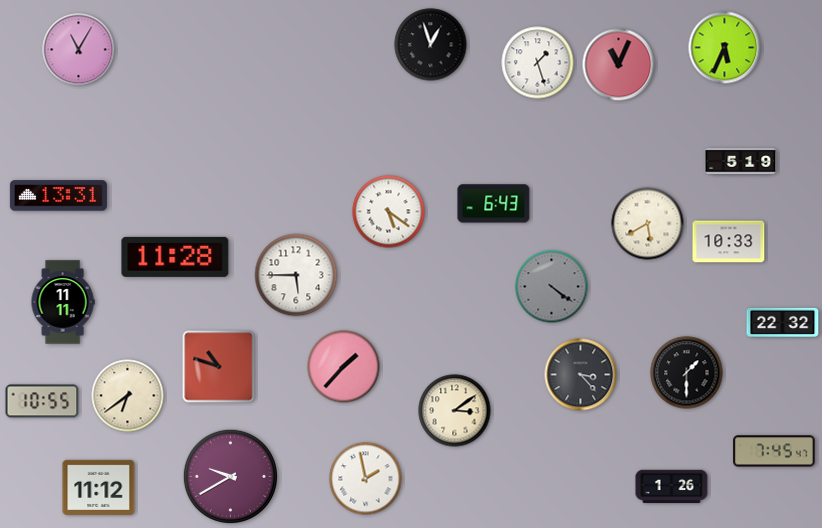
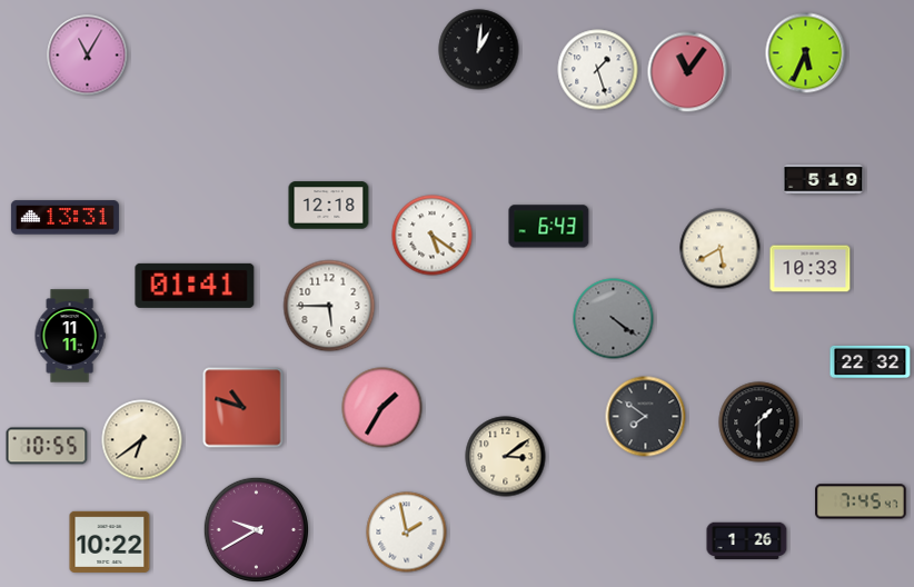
clock at (431, 45): 12:57 -> 1:01
clock at (619, 65): 11:04 -> 11:06
clock at (329, 206): none -> 12:18
clock at (175, 257): 11:28 -> 01:41
clock at (783, 322) position: (783, 322) -> (871, 361)
clock at (344, 367): 1:37 -> 1:35
clock at (687, 373) position: (687, 373) -> (759, 422)
clock at (581, 375): 3:23 -> 7:51
clock at (99, 487): 11:12 -> 10:22
